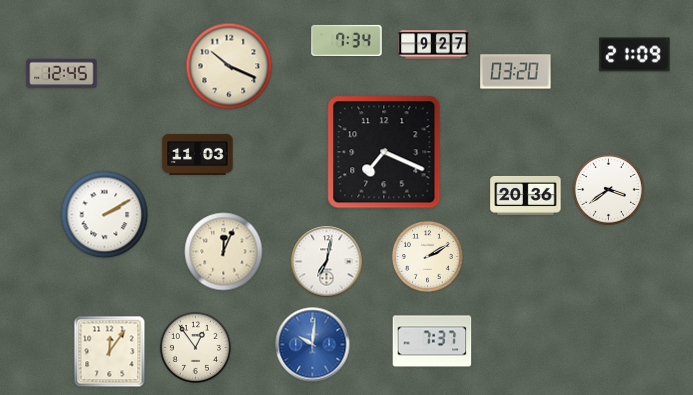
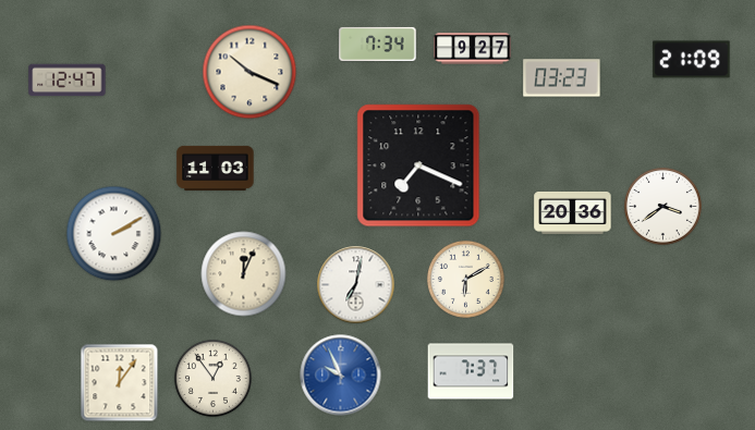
clock at (516, 72): 03:20 -> 03:23
clock at (62, 74): 12:45 -> 12:47
clock at (427, 256): 2:10 -> 6:10
clock at (313, 345): 10:01 -> 9:56
